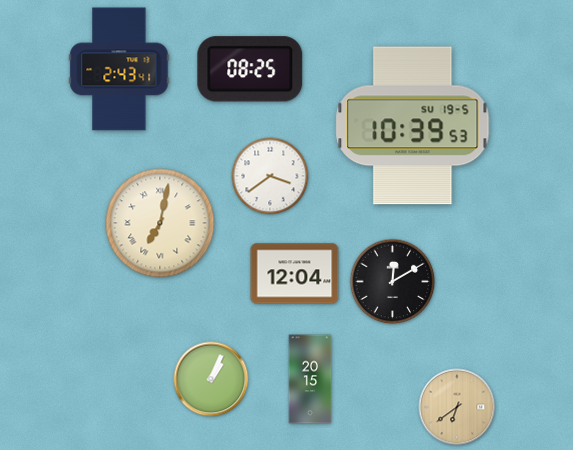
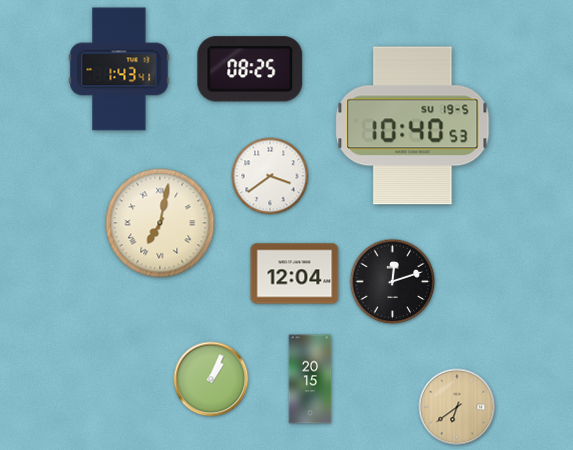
clock at (119, 69): 2:43 -> 1:43
clock at (413, 126): 10:39 -> 10:40
clock at (393, 282): 12:10 -> 12:12
